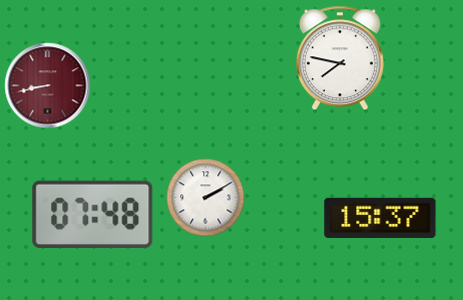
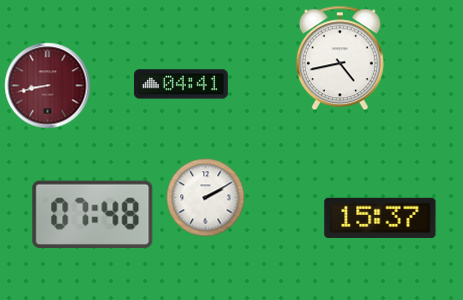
clock at (340, 58): 7:47 -> 4:43
clock at (181, 84): none -> 04:41
